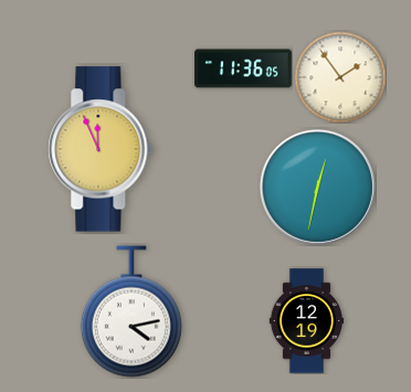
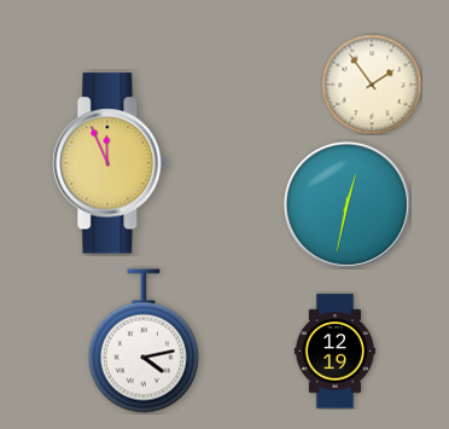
clock at (243, 68): 11:36 -> none
